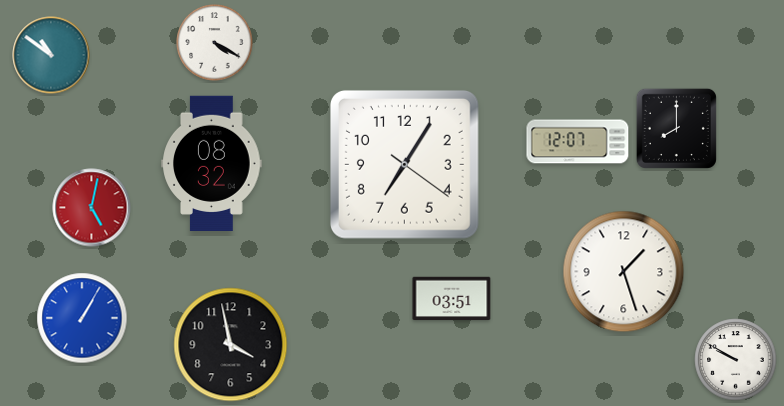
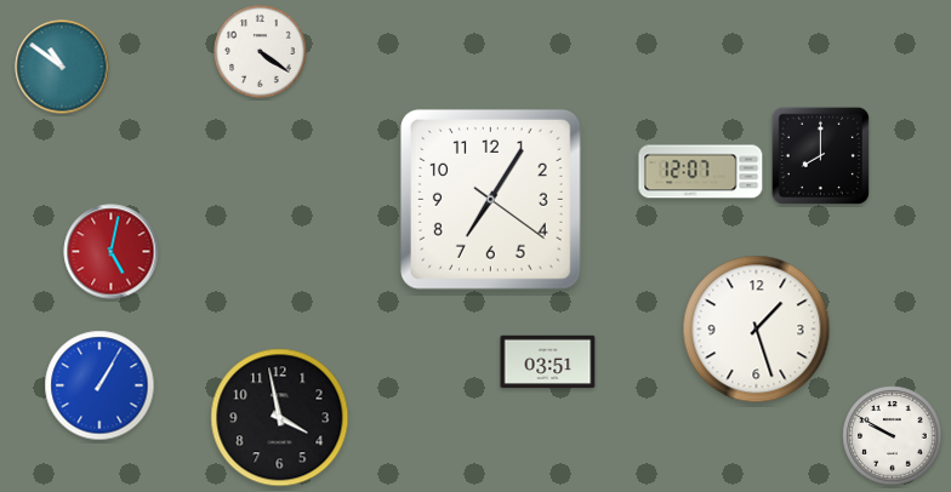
clock at (215, 43): 4:20 -> 4:21
clock at (212, 163): 08:32 -> none
